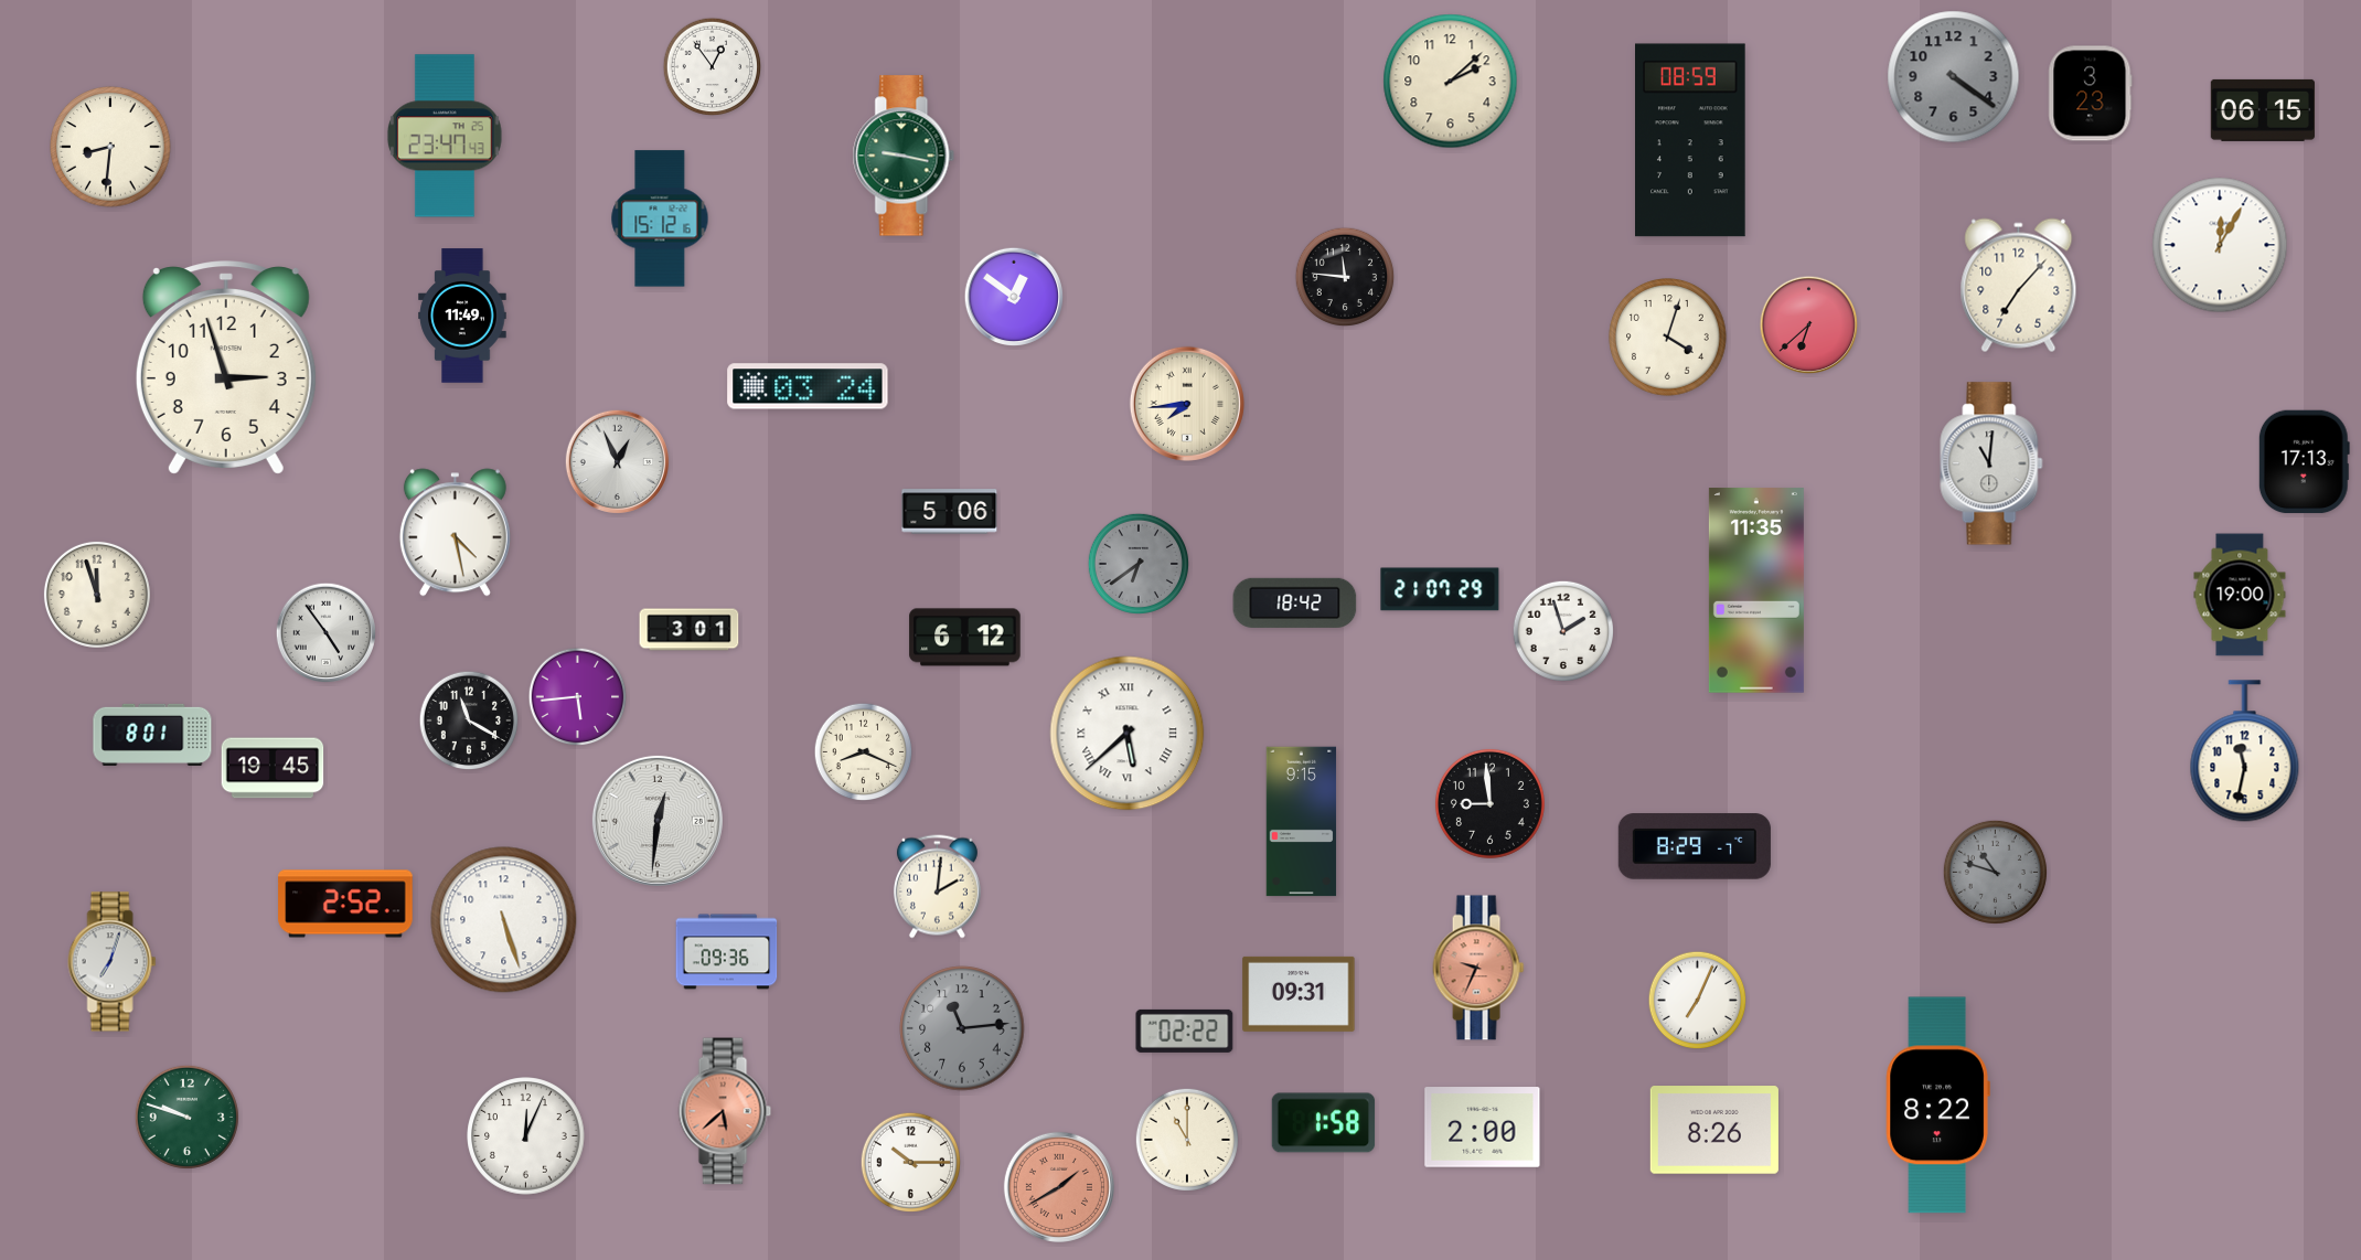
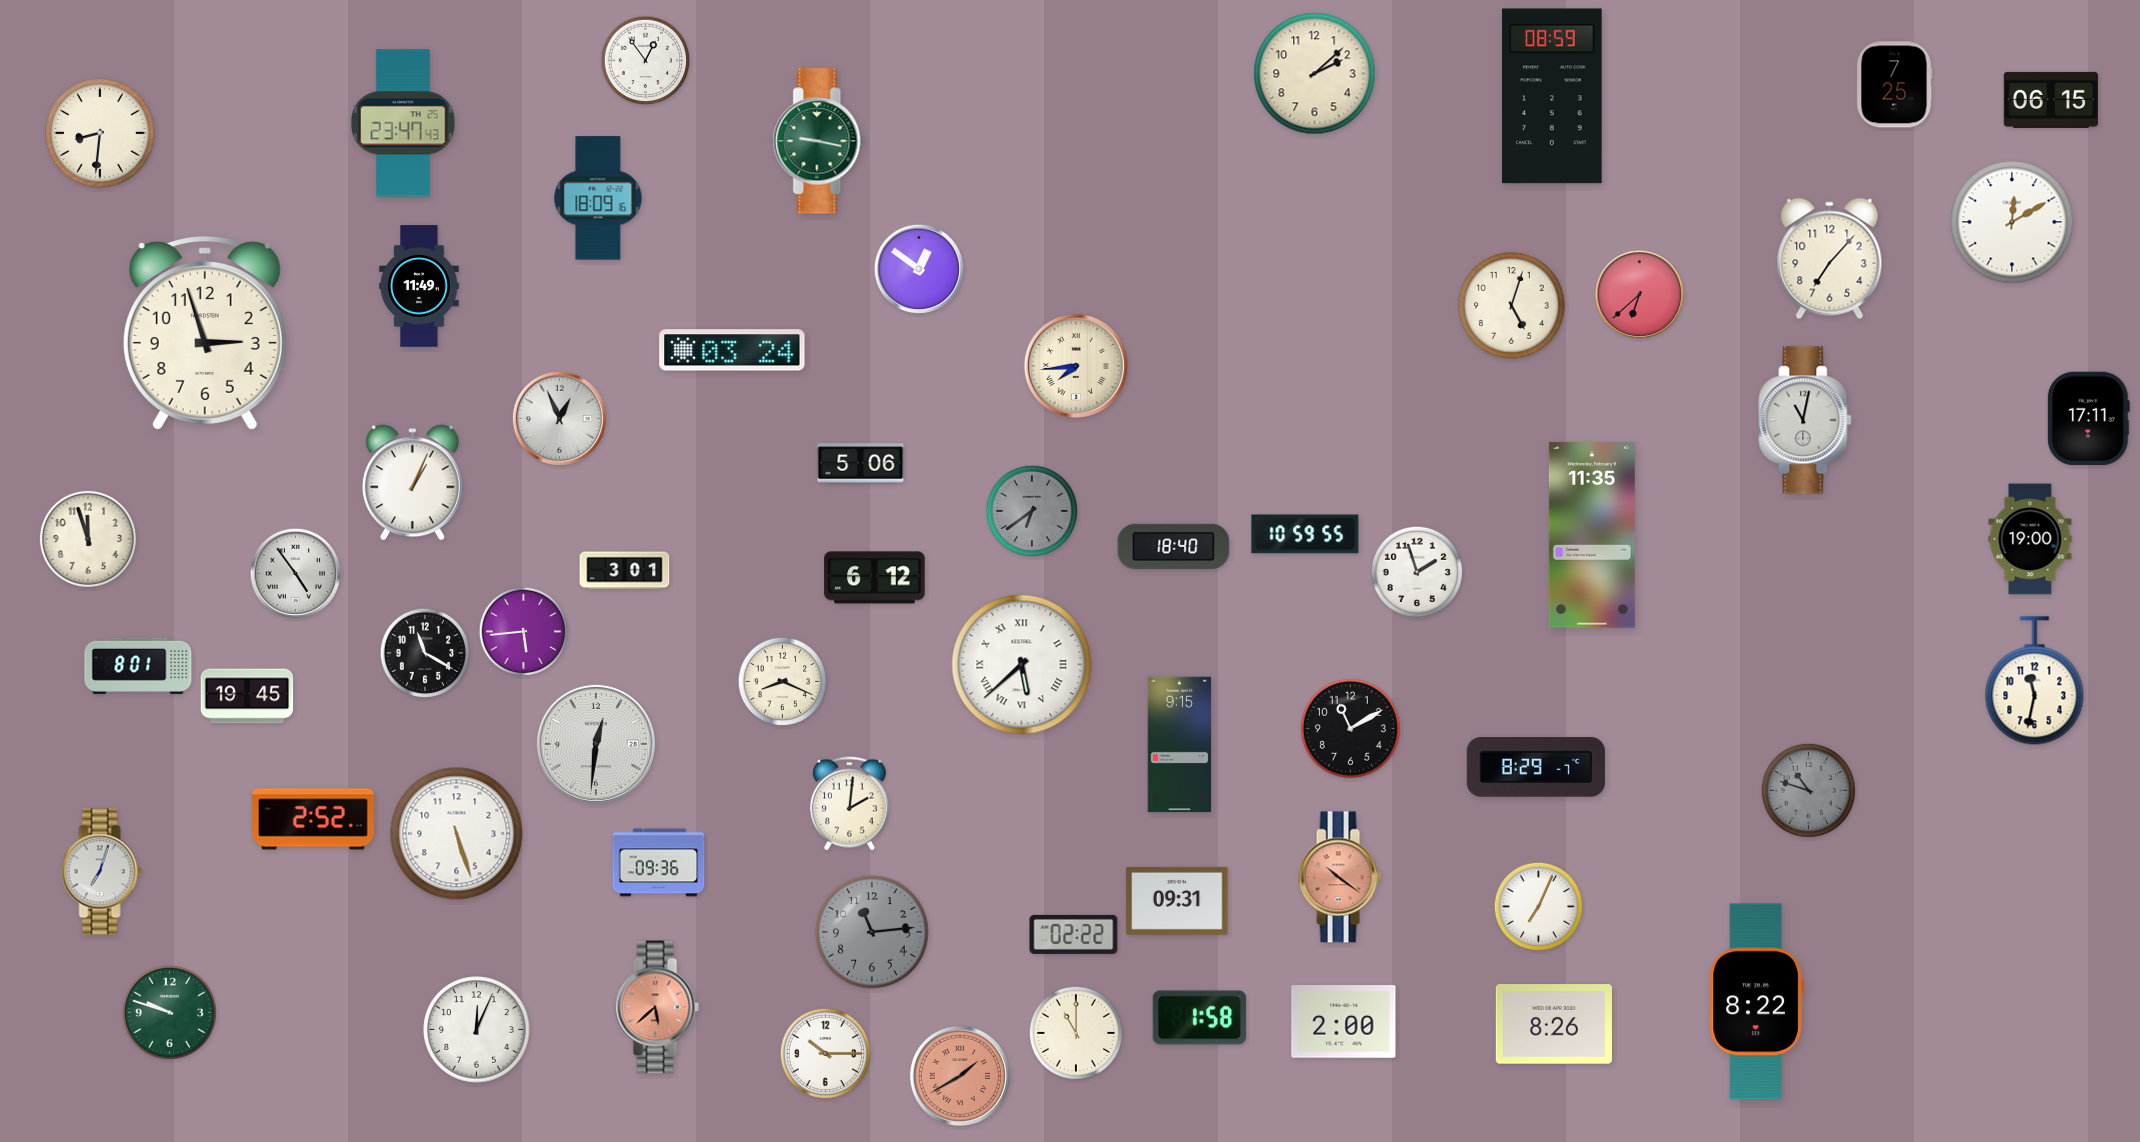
clock at (1954, 77): 4:21 -> none
clock at (2091, 94): 3:23 -> 7:25
clock at (1691, 140) position: (1691, 140) -> (1553, 96)
clock at (660, 218): 15:12 -> 18:09
clock at (2220, 245): 12:05 -> 12:10
clock at (1345, 277): 11:46 -> none
clock at (1668, 338): 4:03 -> 5:03
clock at (2304, 462): 17:13 -> 17:11
clock at (1991, 463): 11:01 -> 11:02
clock at (455, 533): 4:28 -> 1:04
clock at (1440, 589): 21:07 -> 10:59
clock at (1295, 602): 18:42 -> 18:40
clock at (1489, 803): 8:59 -> 11:10
clock at (1478, 968): 9:34 -> 10:21
